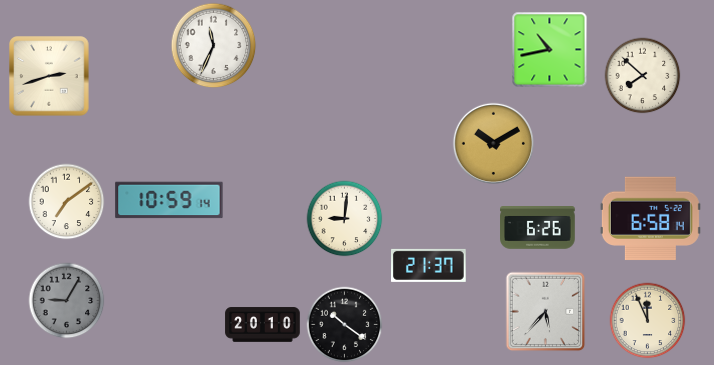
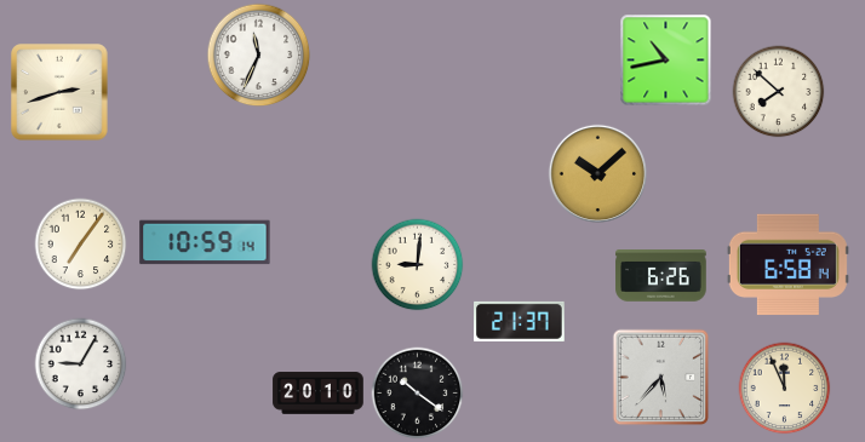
clock at (493, 143): 10:10 -> 10:08
clock at (67, 202): 7:09 -> 7:06
clock at (538, 228) position: (538, 228) -> (661, 276)
clock at (67, 301) dial: grey -> white
